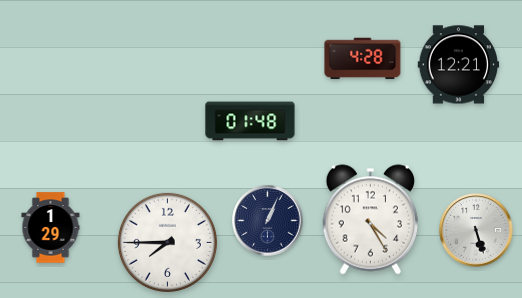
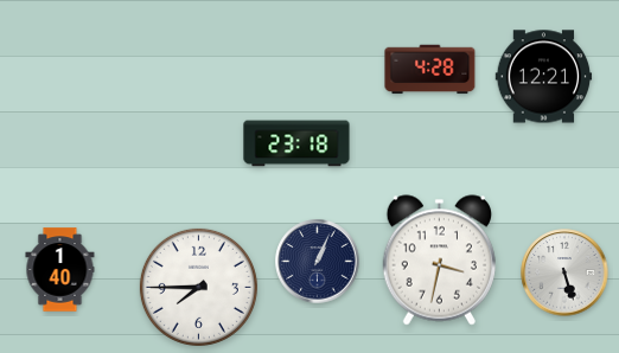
clock at (250, 121): 01:48 -> 23:18
clock at (370, 220): 4:25 -> 3:32
clock at (51, 228): 1:29 -> 1:40
